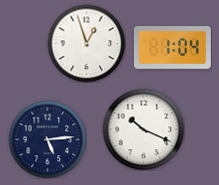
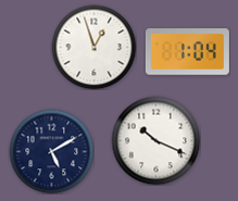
clock at (47, 139): 5:14 -> 5:10
